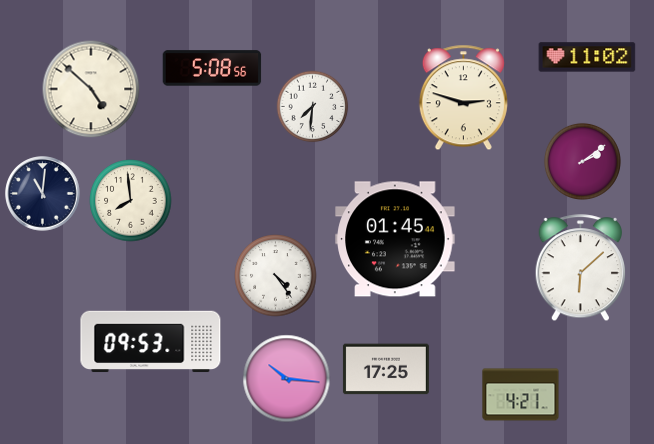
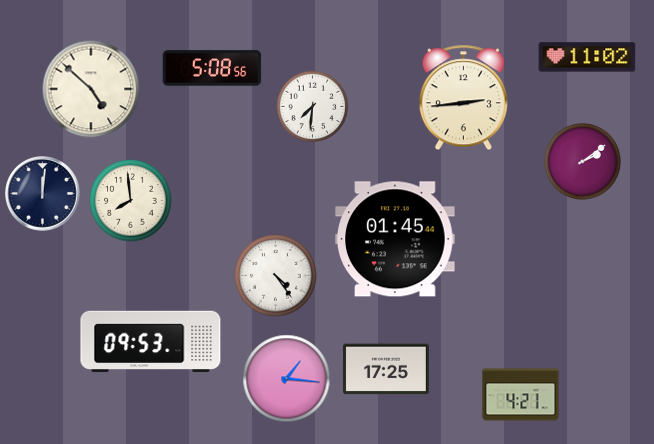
clock at (463, 98): 2:48 -> 2:44
clock at (43, 194): 11:01 -> 12:01
clock at (580, 268): 6:08 -> none
clock at (287, 379): 10:16 -> 1:16
